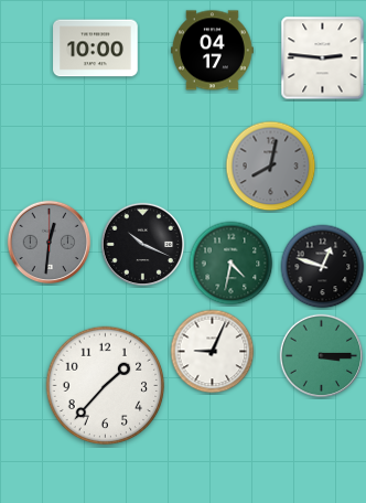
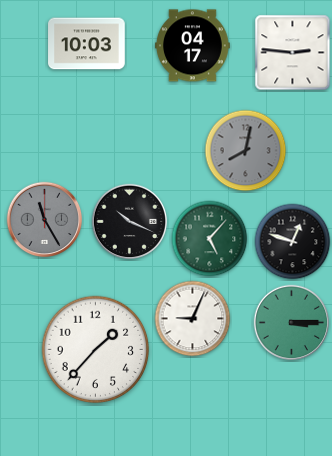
clock at (96, 49): 10:00 -> 10:03
clock at (50, 243): 12:31 -> 11:25
clock at (232, 264): 4:32 -> 5:07
